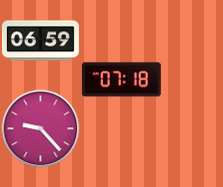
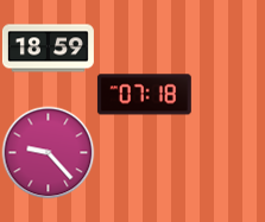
clock at (40, 41): 06:59 -> 18:59
